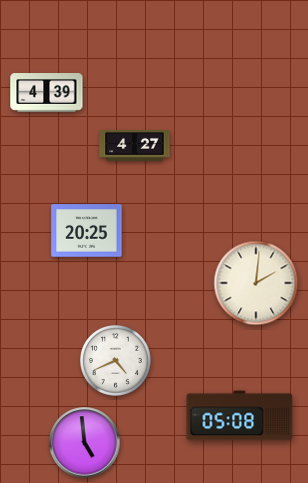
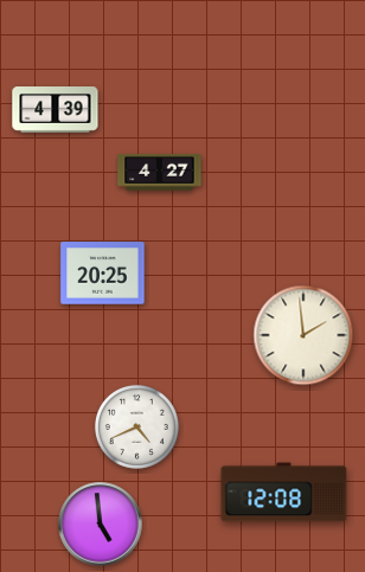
clock at (256, 283): 2:01 -> 1:59
clock at (240, 416): 05:08 -> 12:08
